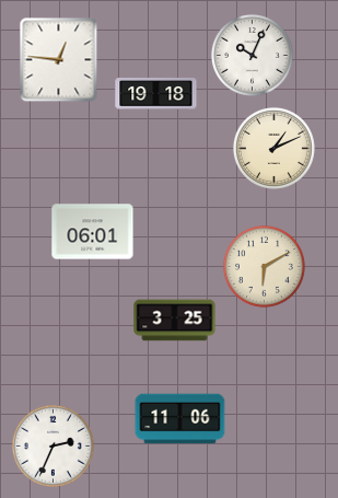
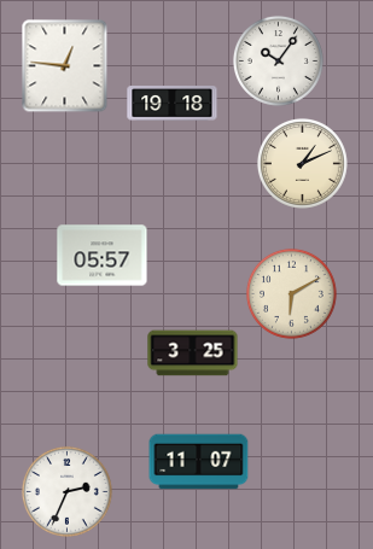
clock at (252, 55): 10:04 -> 10:06
clock at (93, 232): 06:01 -> 05:57
clock at (180, 419): 11:06 -> 11:07
clock at (53, 445) position: (53, 445) -> (66, 491)
